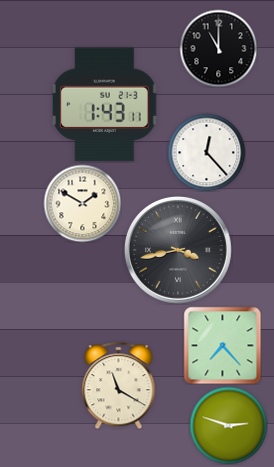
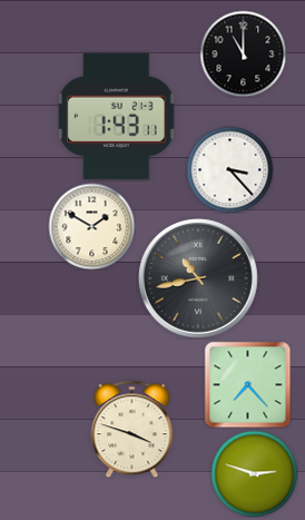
clock at (206, 152): 12:23 -> 3:23
clock at (178, 250): 3:43 -> 10:43
clock at (119, 385): 11:20 -> 3:48
